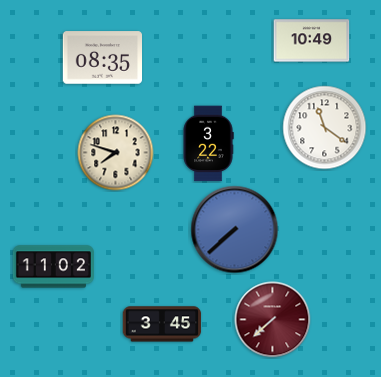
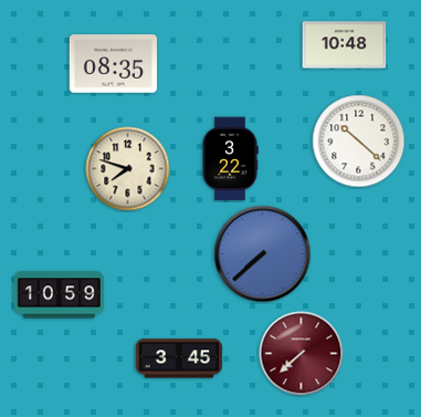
clock at (312, 41): 10:49 -> 10:48
clock at (325, 128): 11:21 -> 10:22
clock at (235, 230) position: (235, 230) -> (263, 254)
clock at (53, 267): 11:02 -> 10:59
